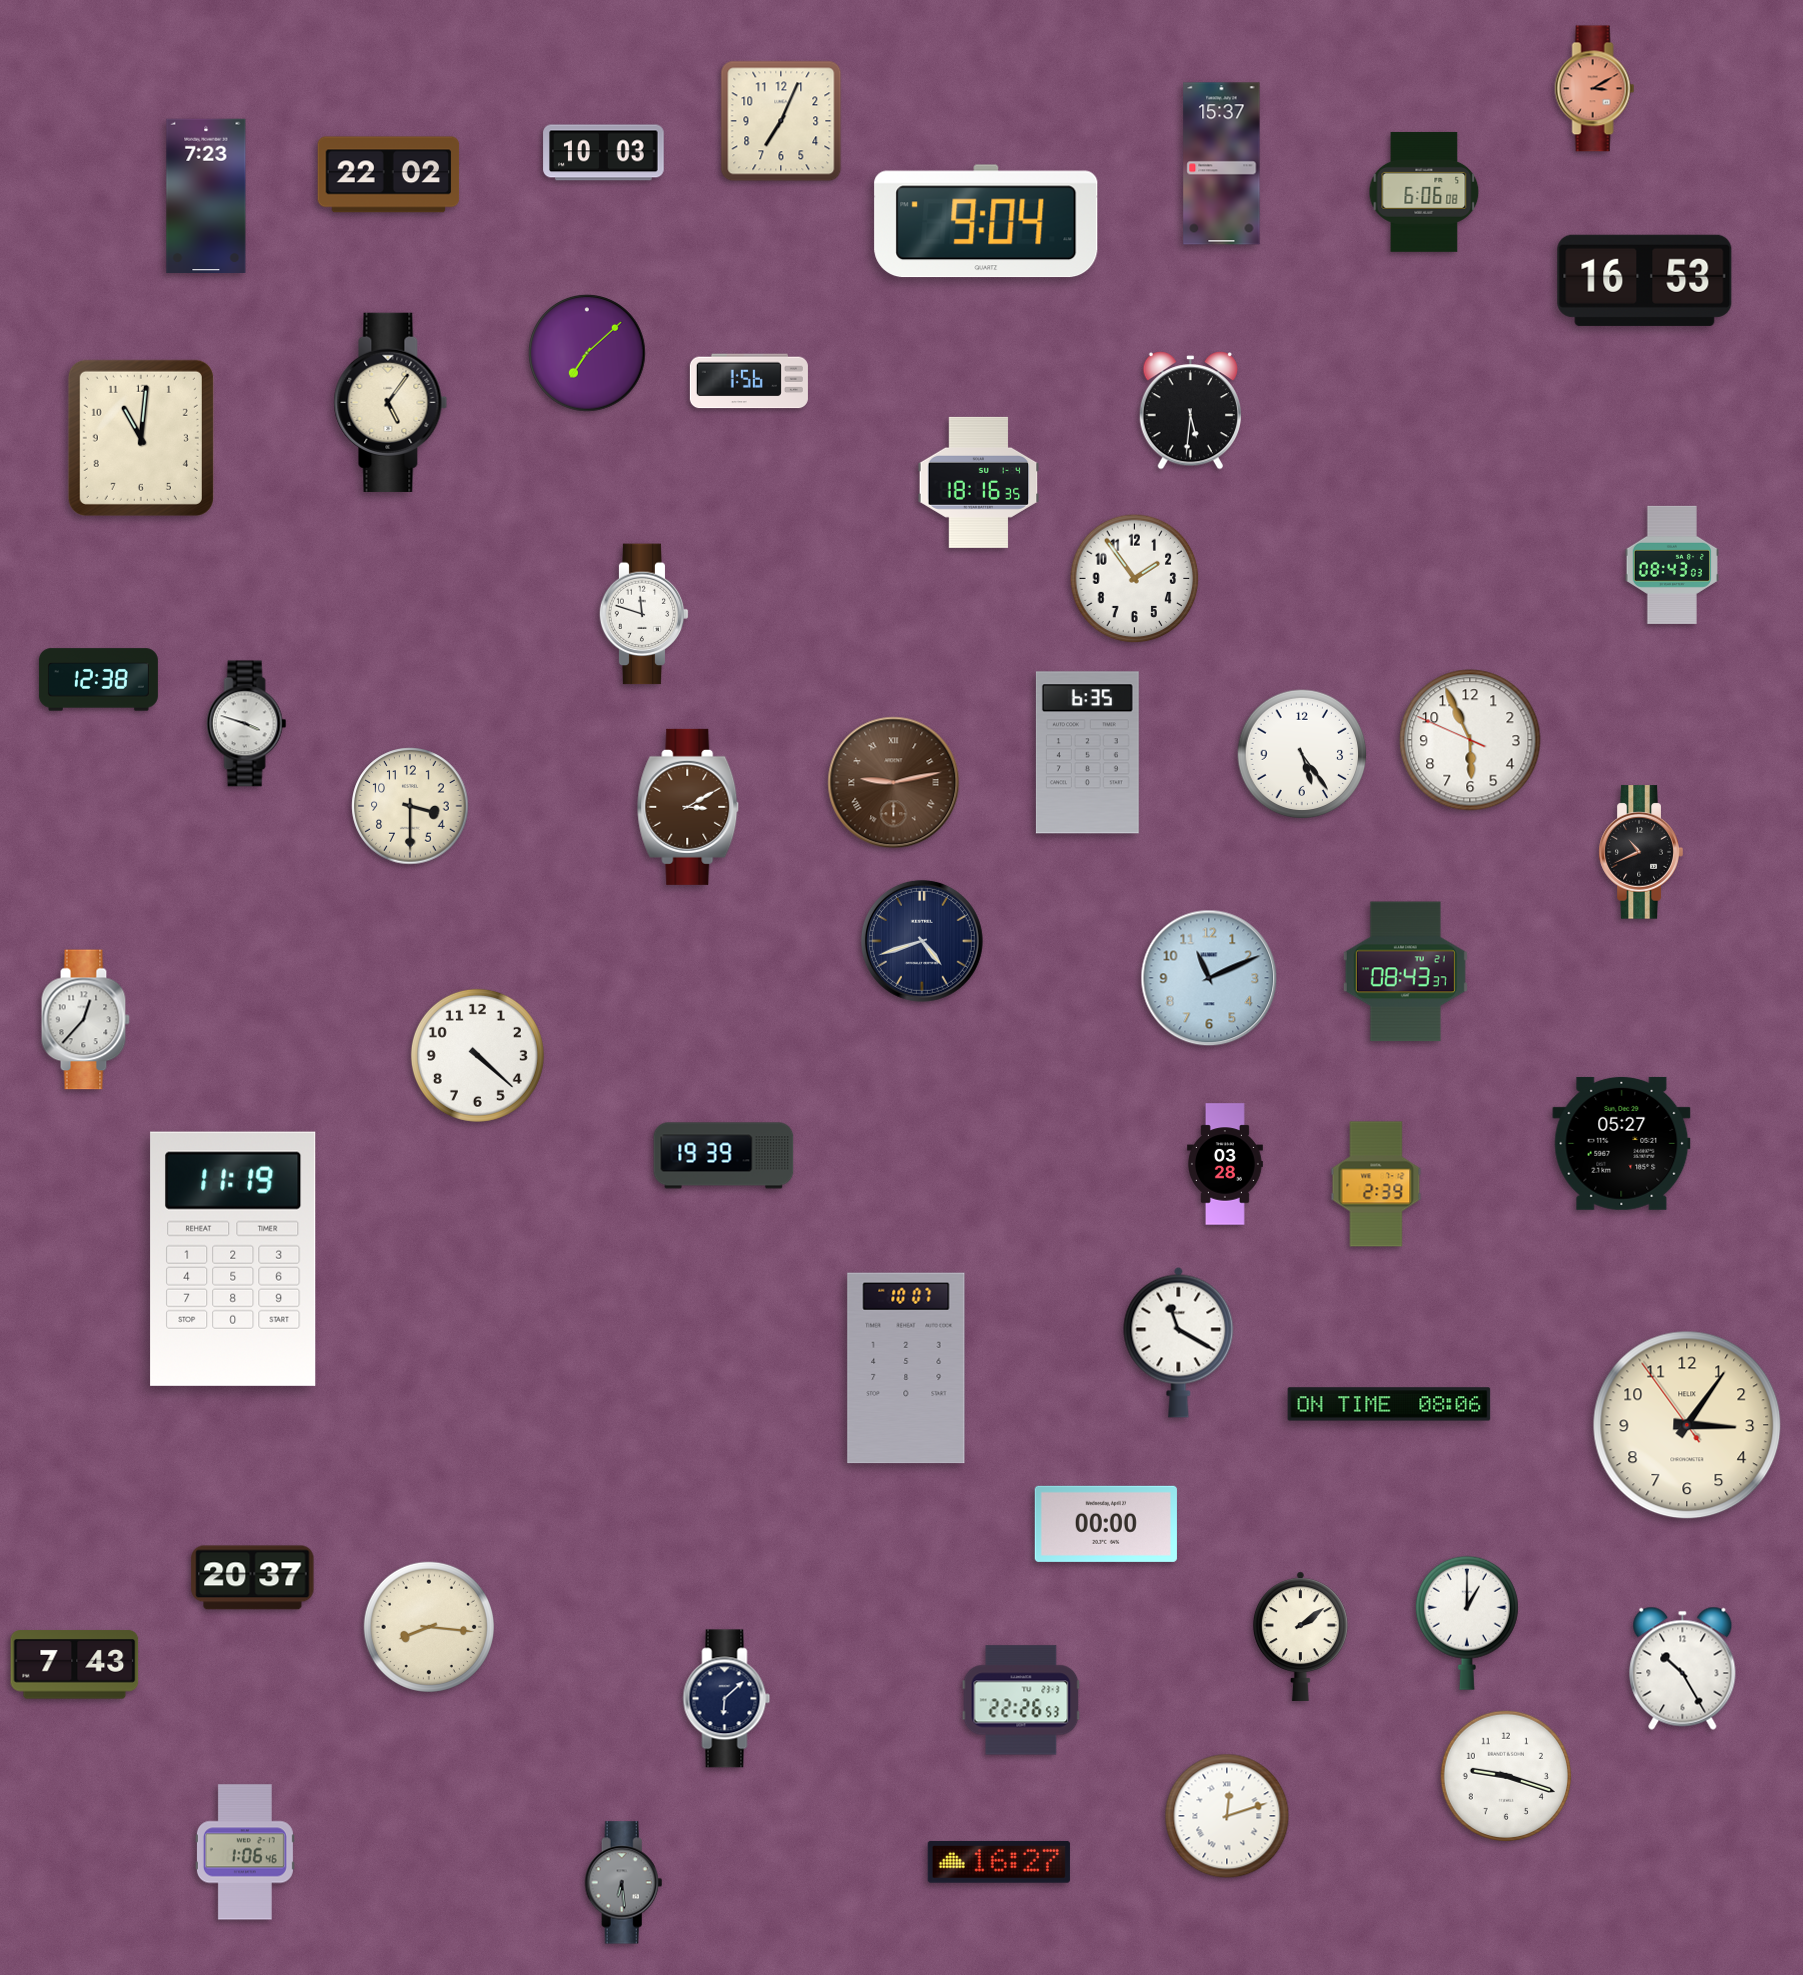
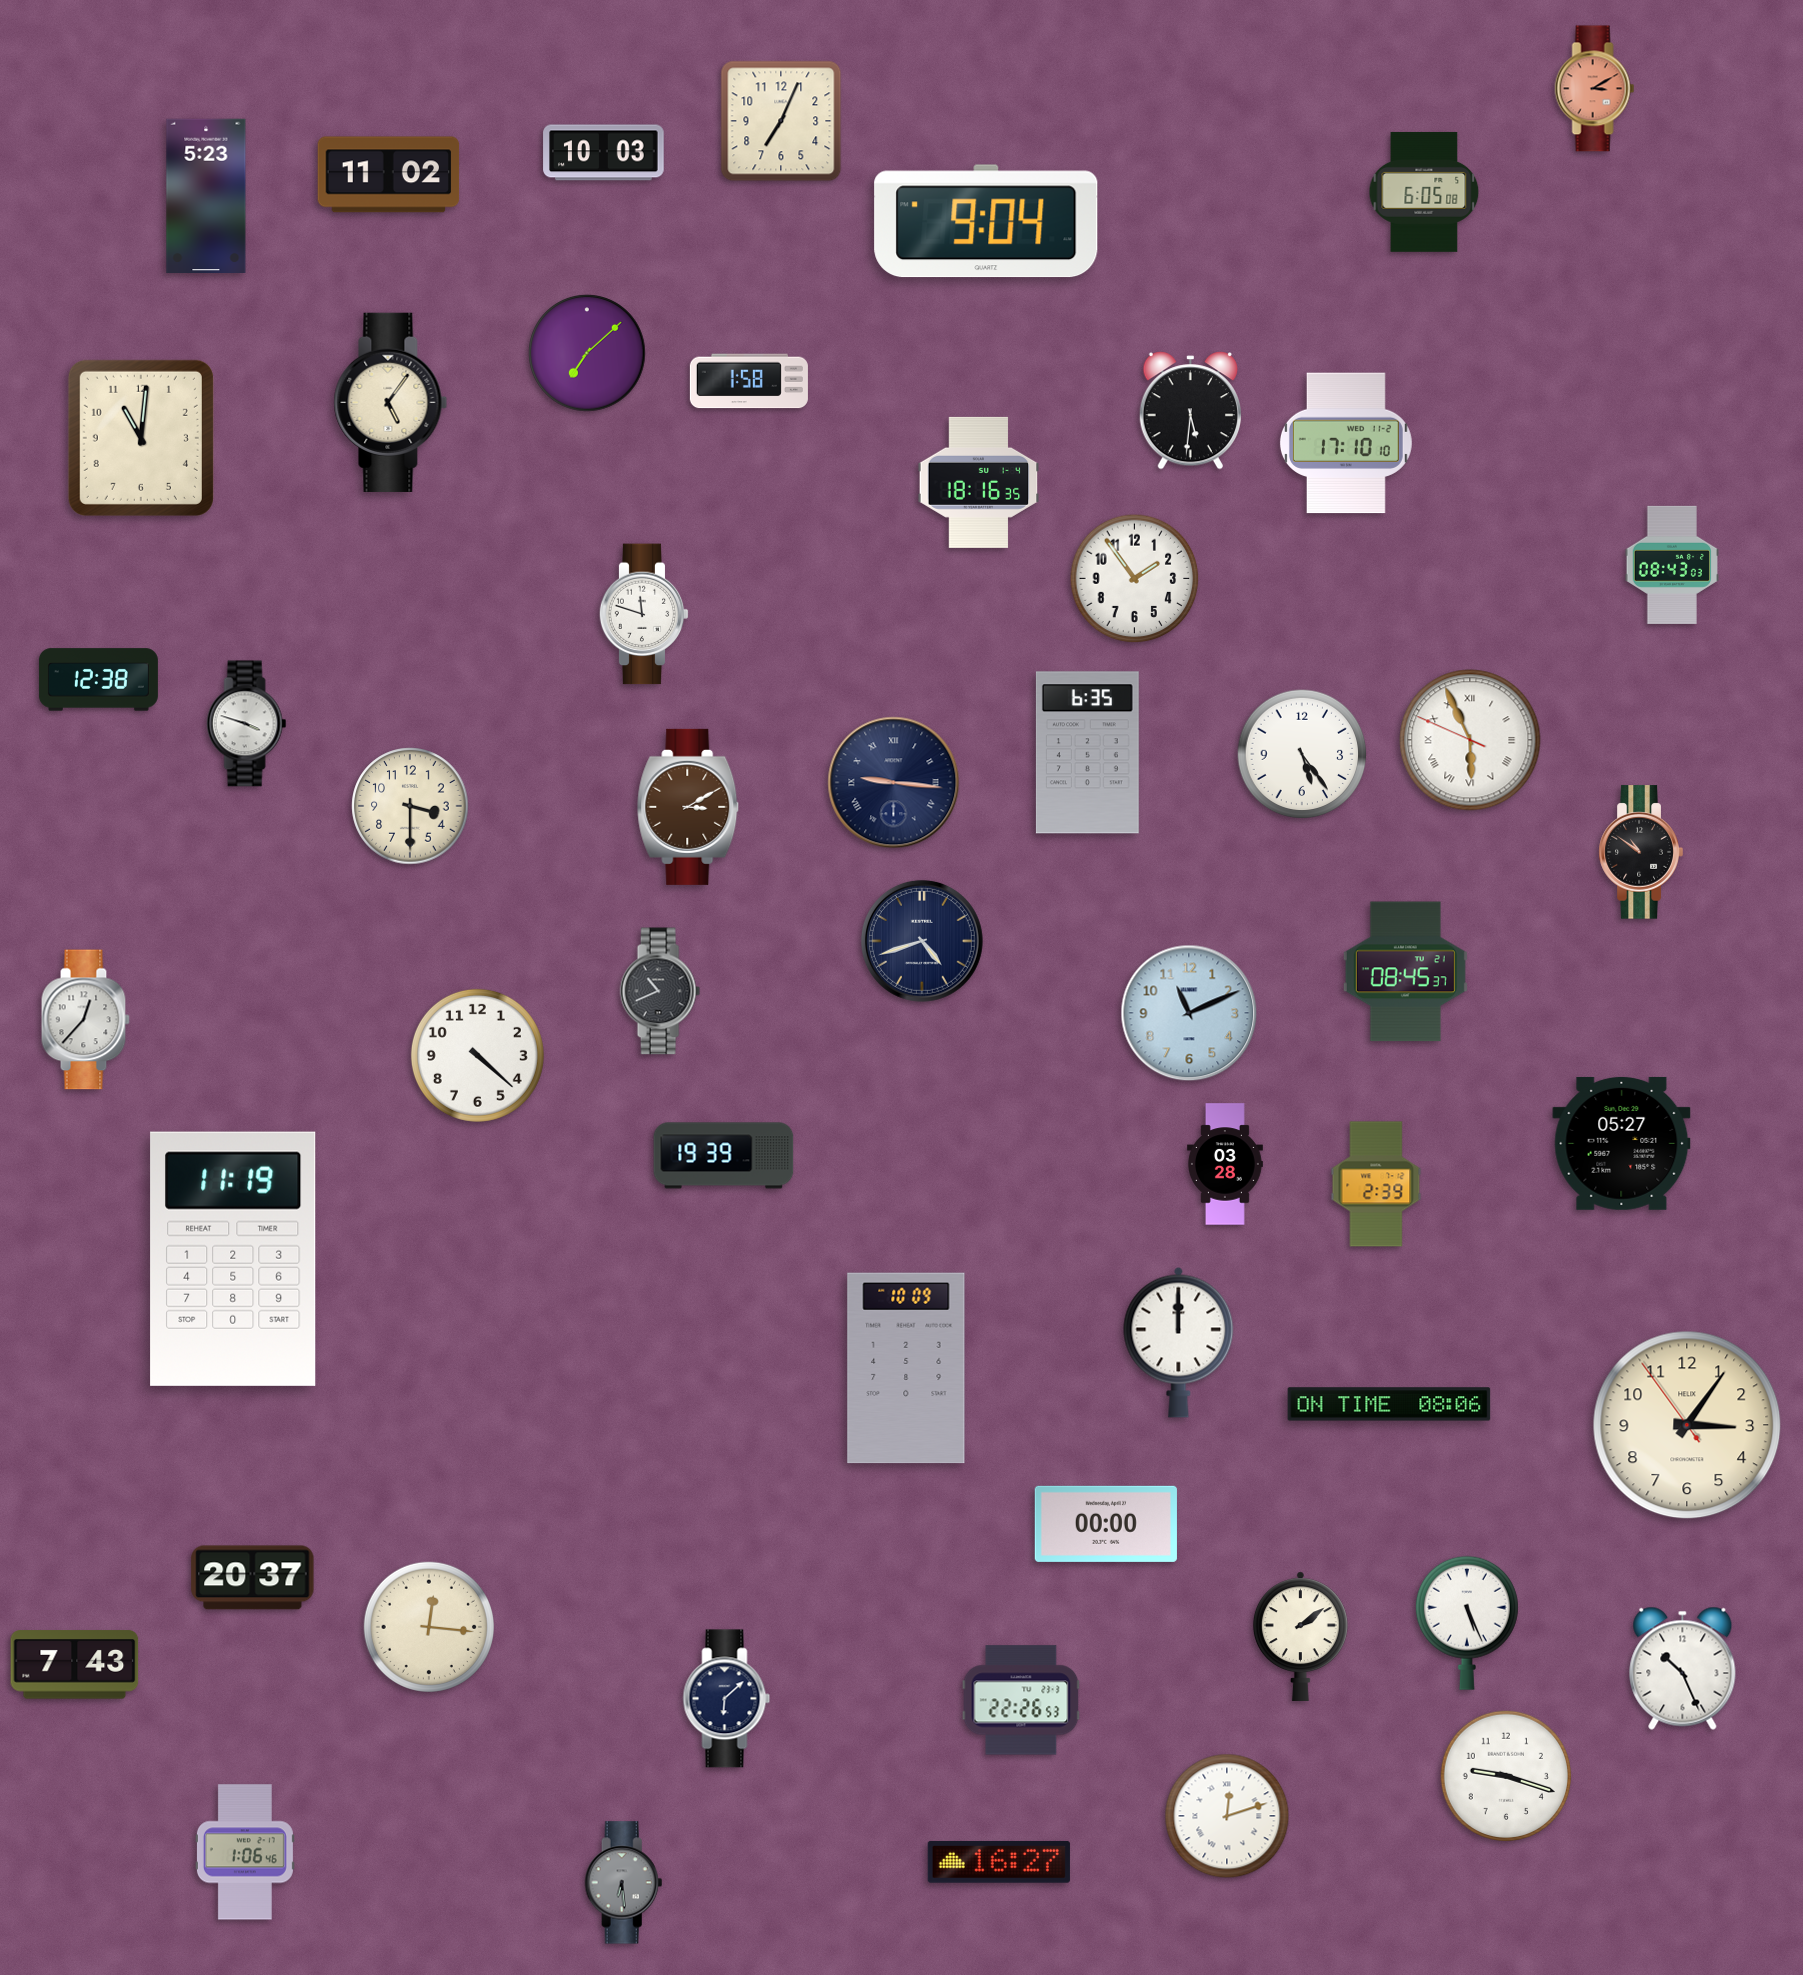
clock at (1222, 164): 15:37 -> none
clock at (389, 175): 22:02 -> 11:02
clock at (1424, 192): 6:06 -> 6:05
clock at (206, 195): 7:23 -> 5:23
clock at (1645, 280): 16:53 -> none
clock at (749, 381): 1:56 -> 1:58
clock at (1346, 443): none -> 17:10
clock at (1470, 740) numerals: Arabic -> Roman
clock at (894, 783): 9:13 -> 9:16
clock at (894, 783) dial: brown -> navy
clock at (1641, 852): 10:41 -> 10:51
clock at (1405, 972): 08:43 -> 08:45
clock at (1209, 978) position: (1209, 978) -> (1189, 1013)
clock at (660, 991): none -> 10:41
clock at (1179, 1342): 11:20 -> 12:00
clock at (906, 1368): 10:07 -> 10:09
clock at (1467, 1623): 1:00 -> 5:26
clock at (429, 1627): 8:16 -> 12:16
clock at (1683, 1668): 10:25 -> 10:26
